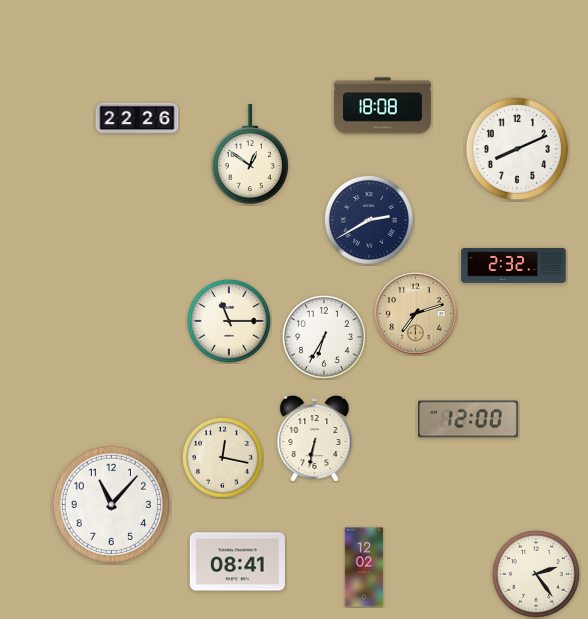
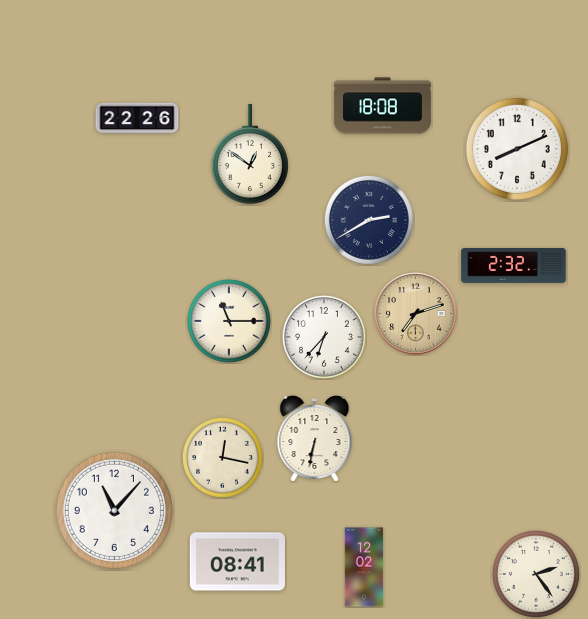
clock at (324, 337): 6:35 -> 6:37
clock at (469, 419): 12:00 -> none
clock at (111, 504) position: (111, 504) -> (114, 510)
